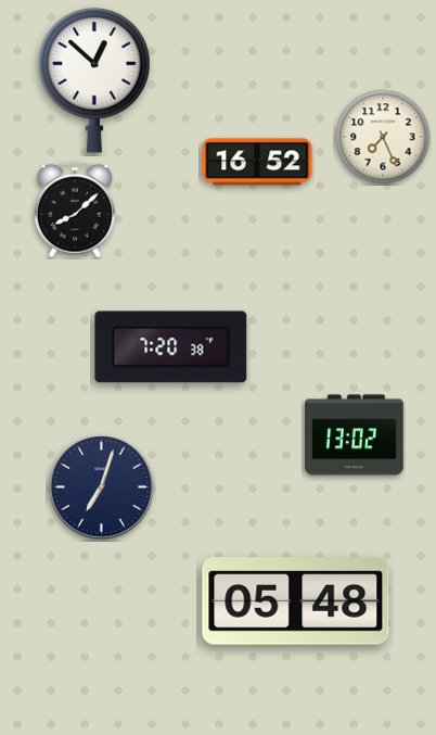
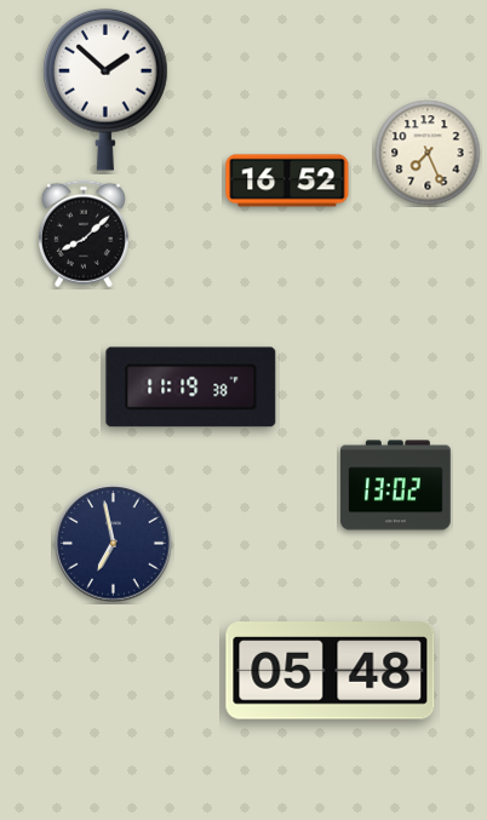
clock at (94, 80): 12:52 -> 1:52
clock at (171, 347): 7:20 -> 11:19
clock at (102, 487): 7:03 -> 6:58
